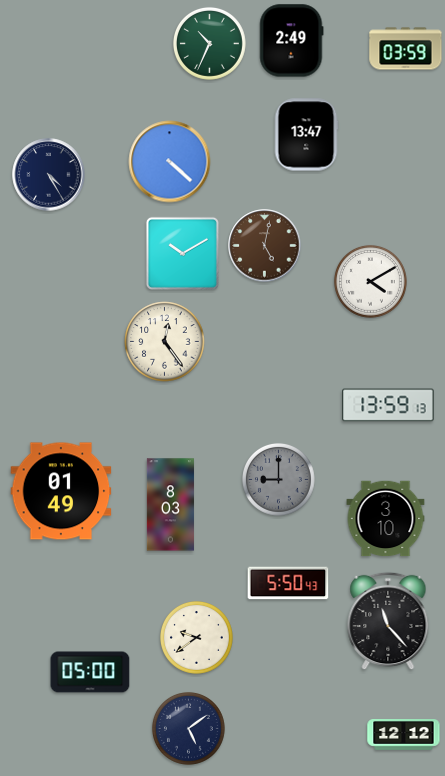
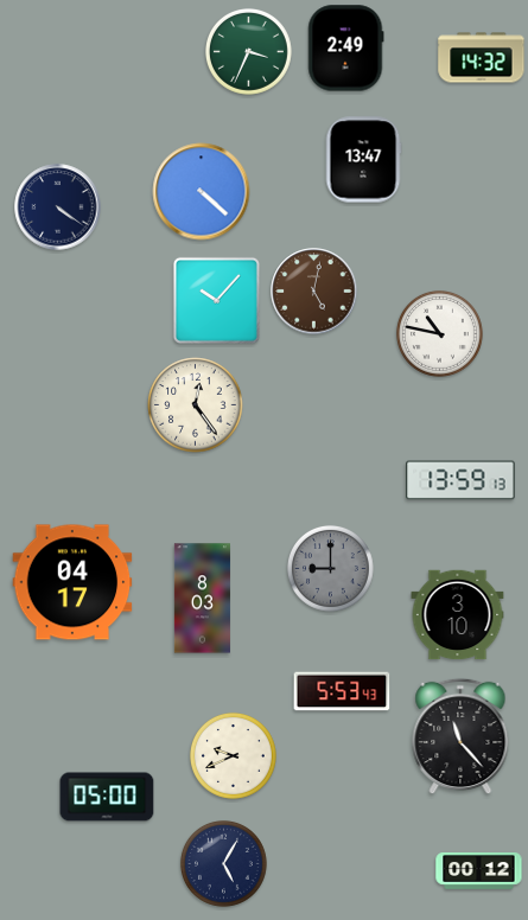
clock at (209, 43): 10:34 -> 3:34
clock at (406, 49): 03:59 -> 14:32
clock at (49, 175): 4:25 -> 4:21
clock at (182, 253): 10:10 -> 10:07
clock at (370, 281): 4:10 -> 10:47
clock at (61, 491): 01:49 -> 04:17
clock at (288, 583): 5:50 -> 5:53
clock at (196, 637): 9:39 -> 9:41
clock at (188, 728): 5:09 -> 5:05
clock at (404, 735): 12:12 -> 00:12
